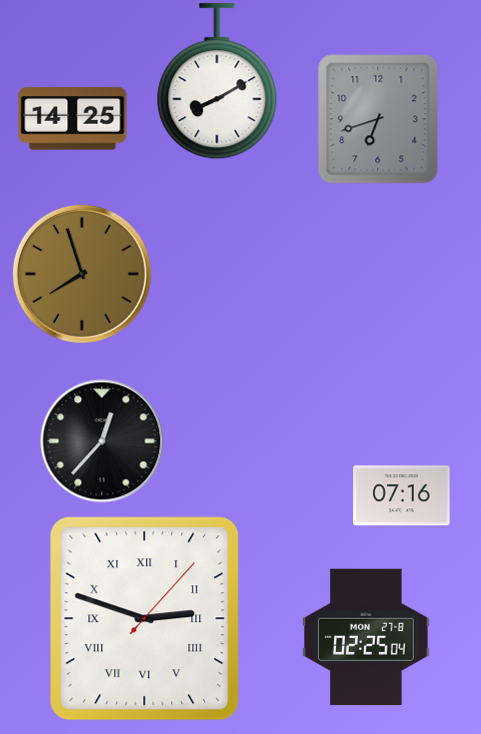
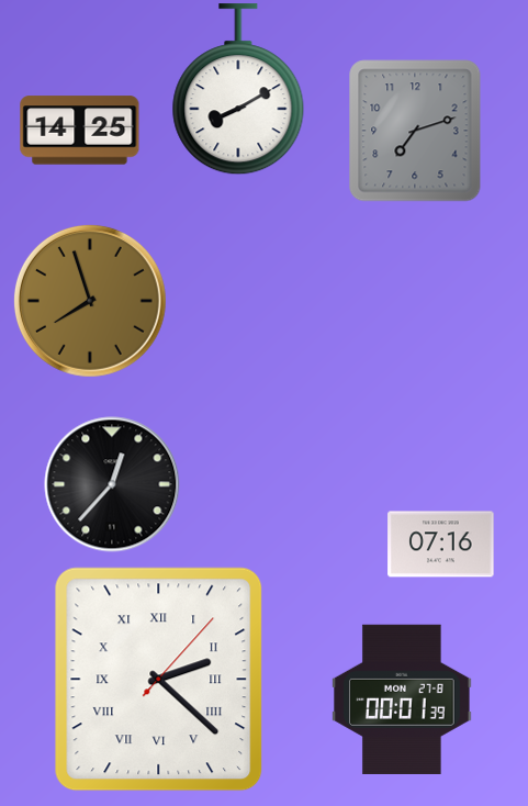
clock at (378, 119): 6:42 -> 7:12
clock at (145, 619): 2:48 -> 2:22
clock at (366, 637): 02:25 -> 00:01
